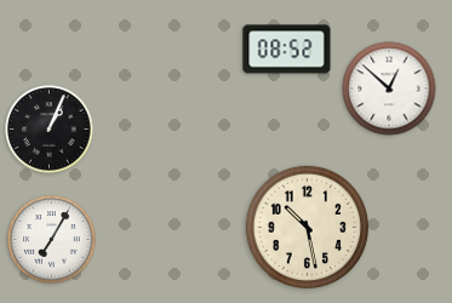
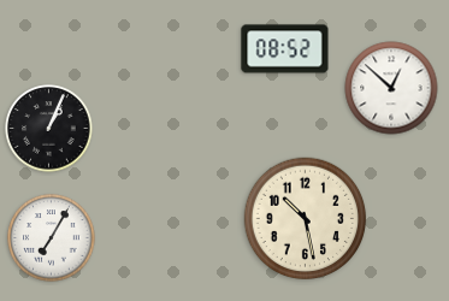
clock at (389, 88) position: (389, 88) -> (391, 88)
clock at (308, 228) position: (308, 228) -> (306, 219)
